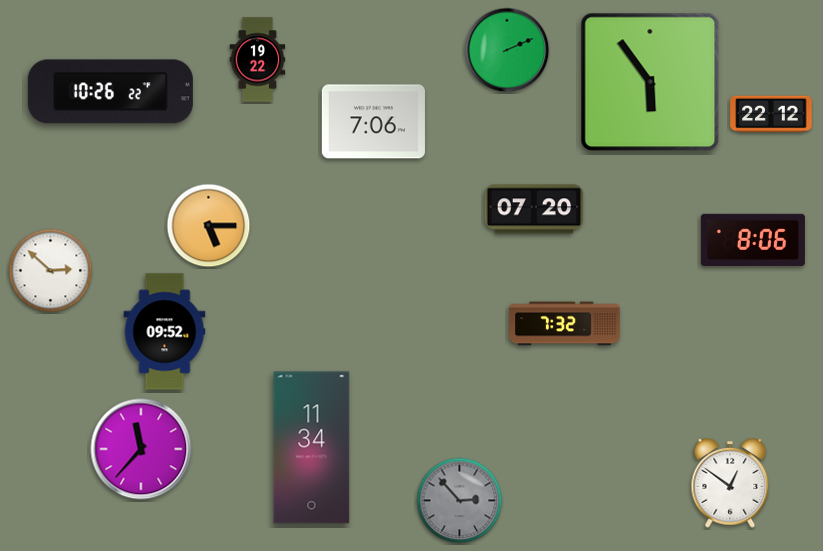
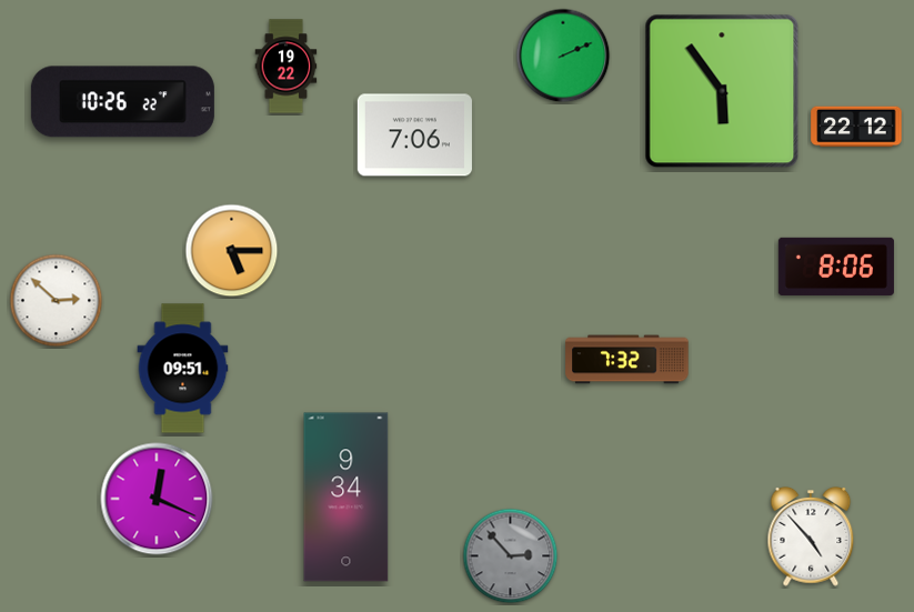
clock at (534, 209): 07:20 -> none
clock at (165, 332): 09:52 -> 09:51
clock at (312, 448): 11:34 -> 9:34
clock at (141, 449): 11:37 -> 12:19
clock at (730, 484): 12:51 -> 4:53
